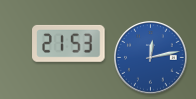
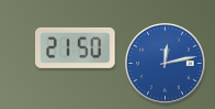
clock at (69, 43): 21:53 -> 21:50
